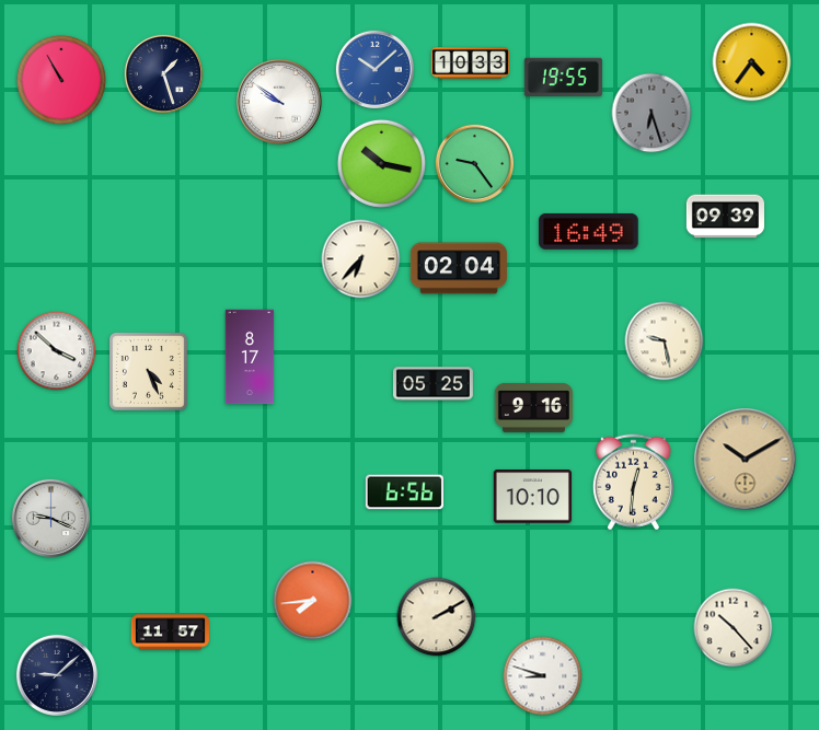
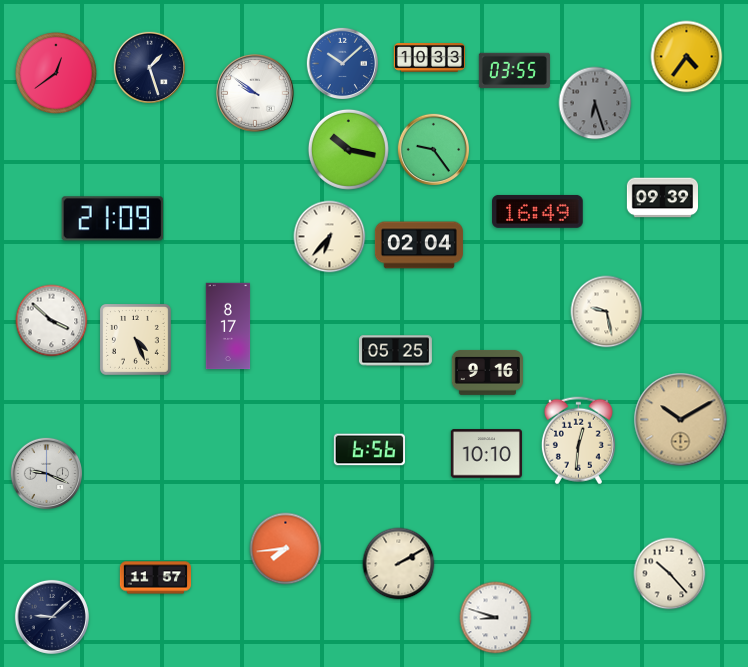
clock at (563, 78): 19:55 -> 03:55
clock at (61, 80): 10:55 -> 12:39
clock at (113, 219): none -> 21:09
